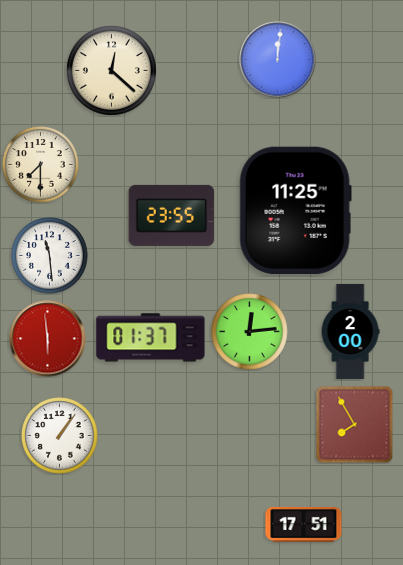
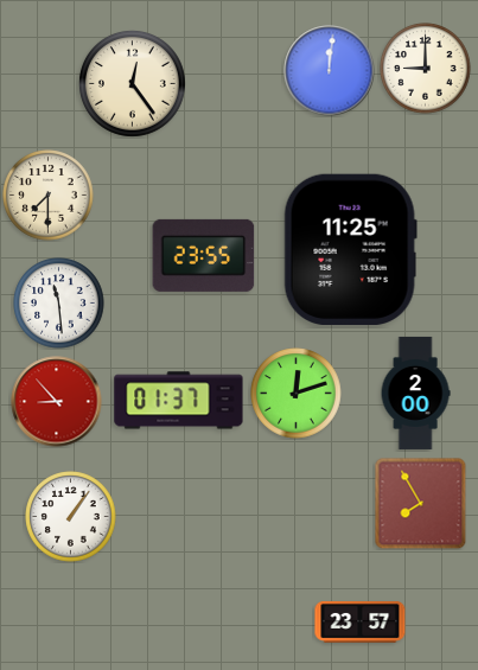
clock at (426, 69): none -> 9:00
clock at (111, 70): 12:22 -> 12:24
clock at (250, 332): 12:14 -> 12:12
clock at (48, 339): 5:59 -> 8:53
clock at (304, 525): 17:51 -> 23:57
